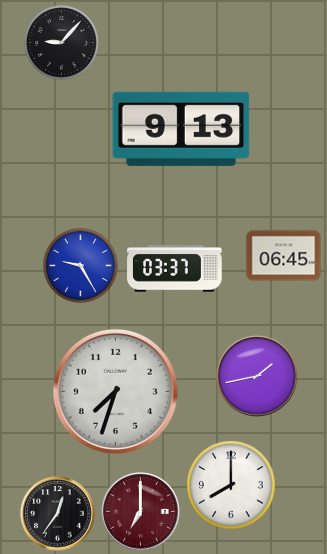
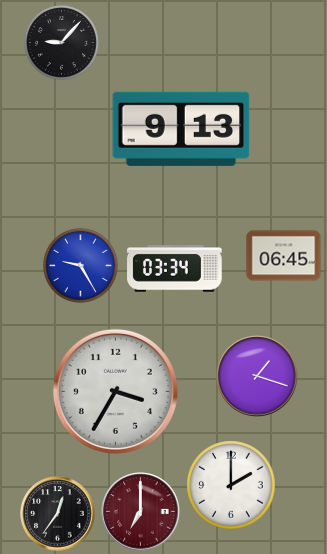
clock at (175, 269): 03:37 -> 03:34
clock at (257, 376): 1:43 -> 1:18
clock at (115, 391): 7:33 -> 3:35
clock at (231, 485): 8:00 -> 2:00
